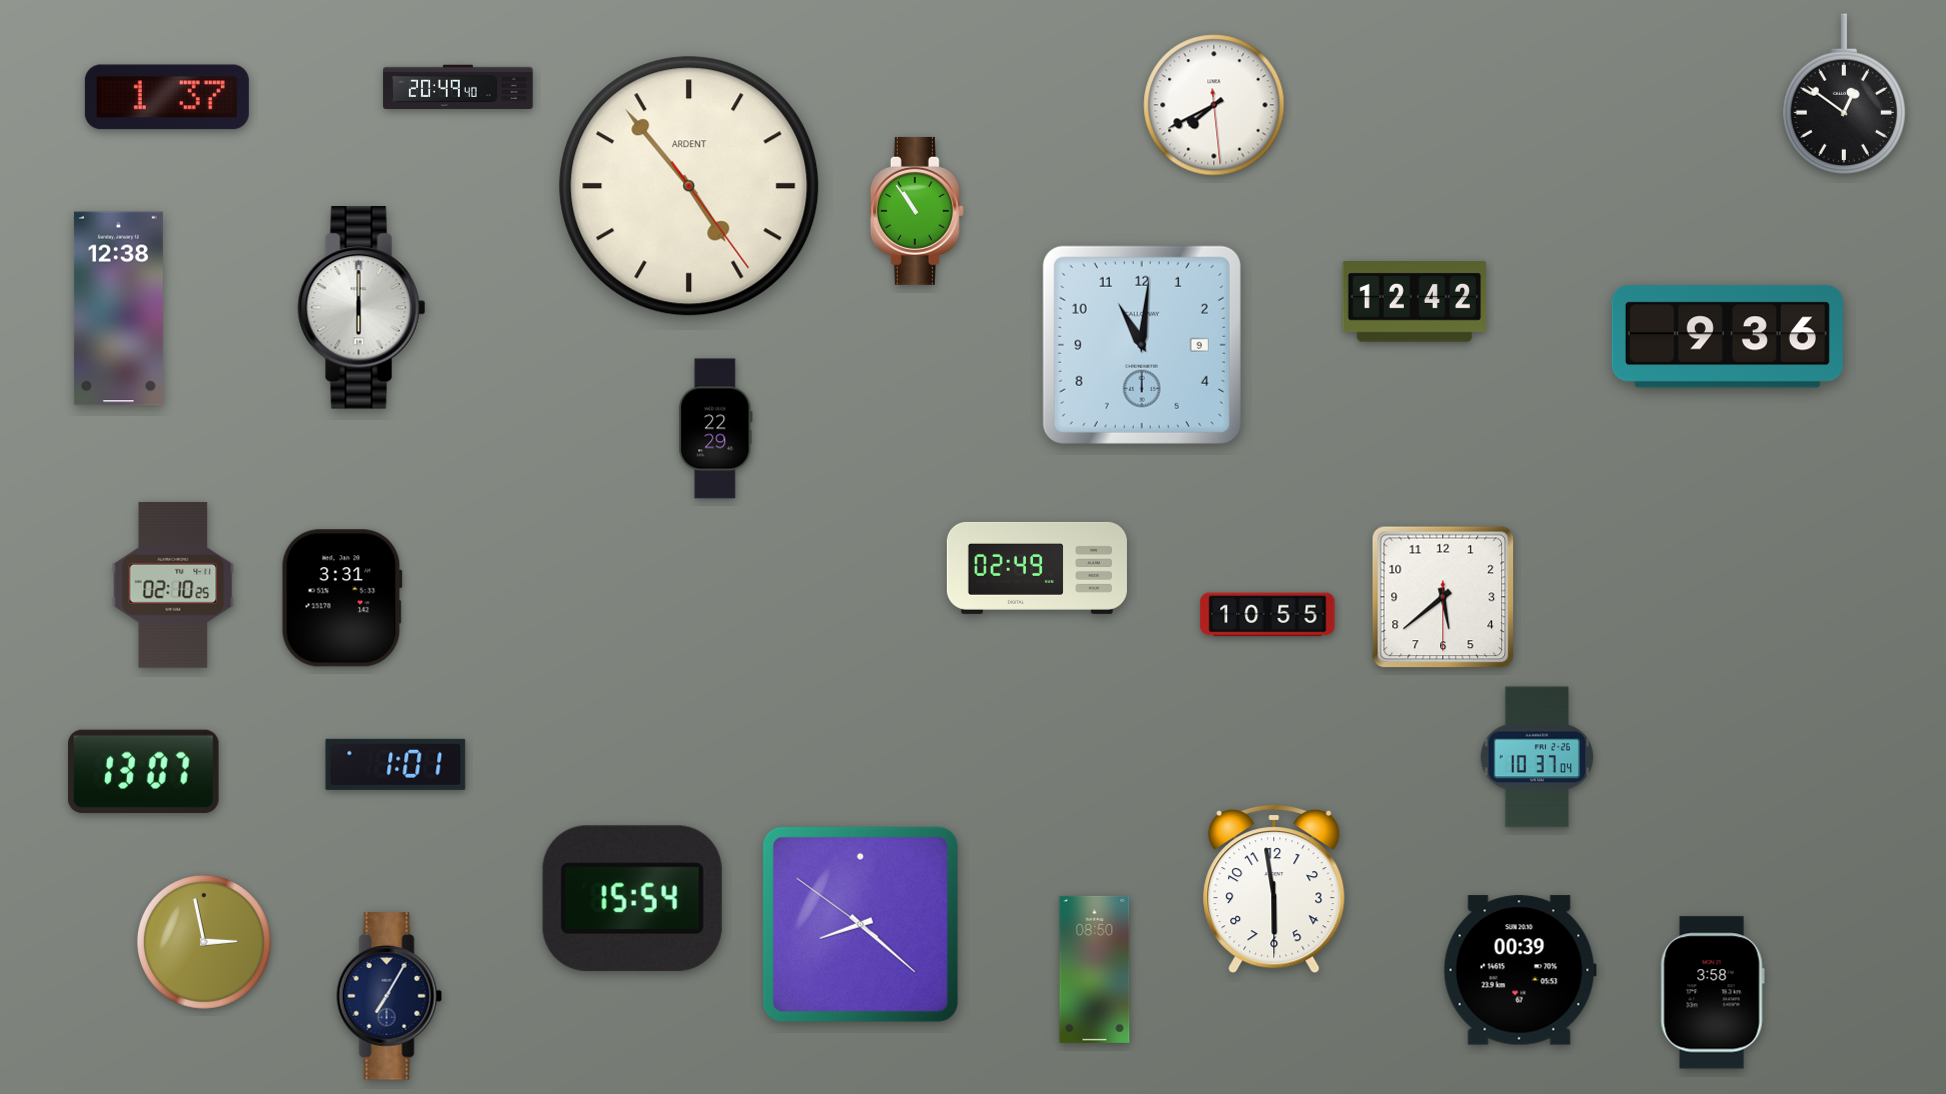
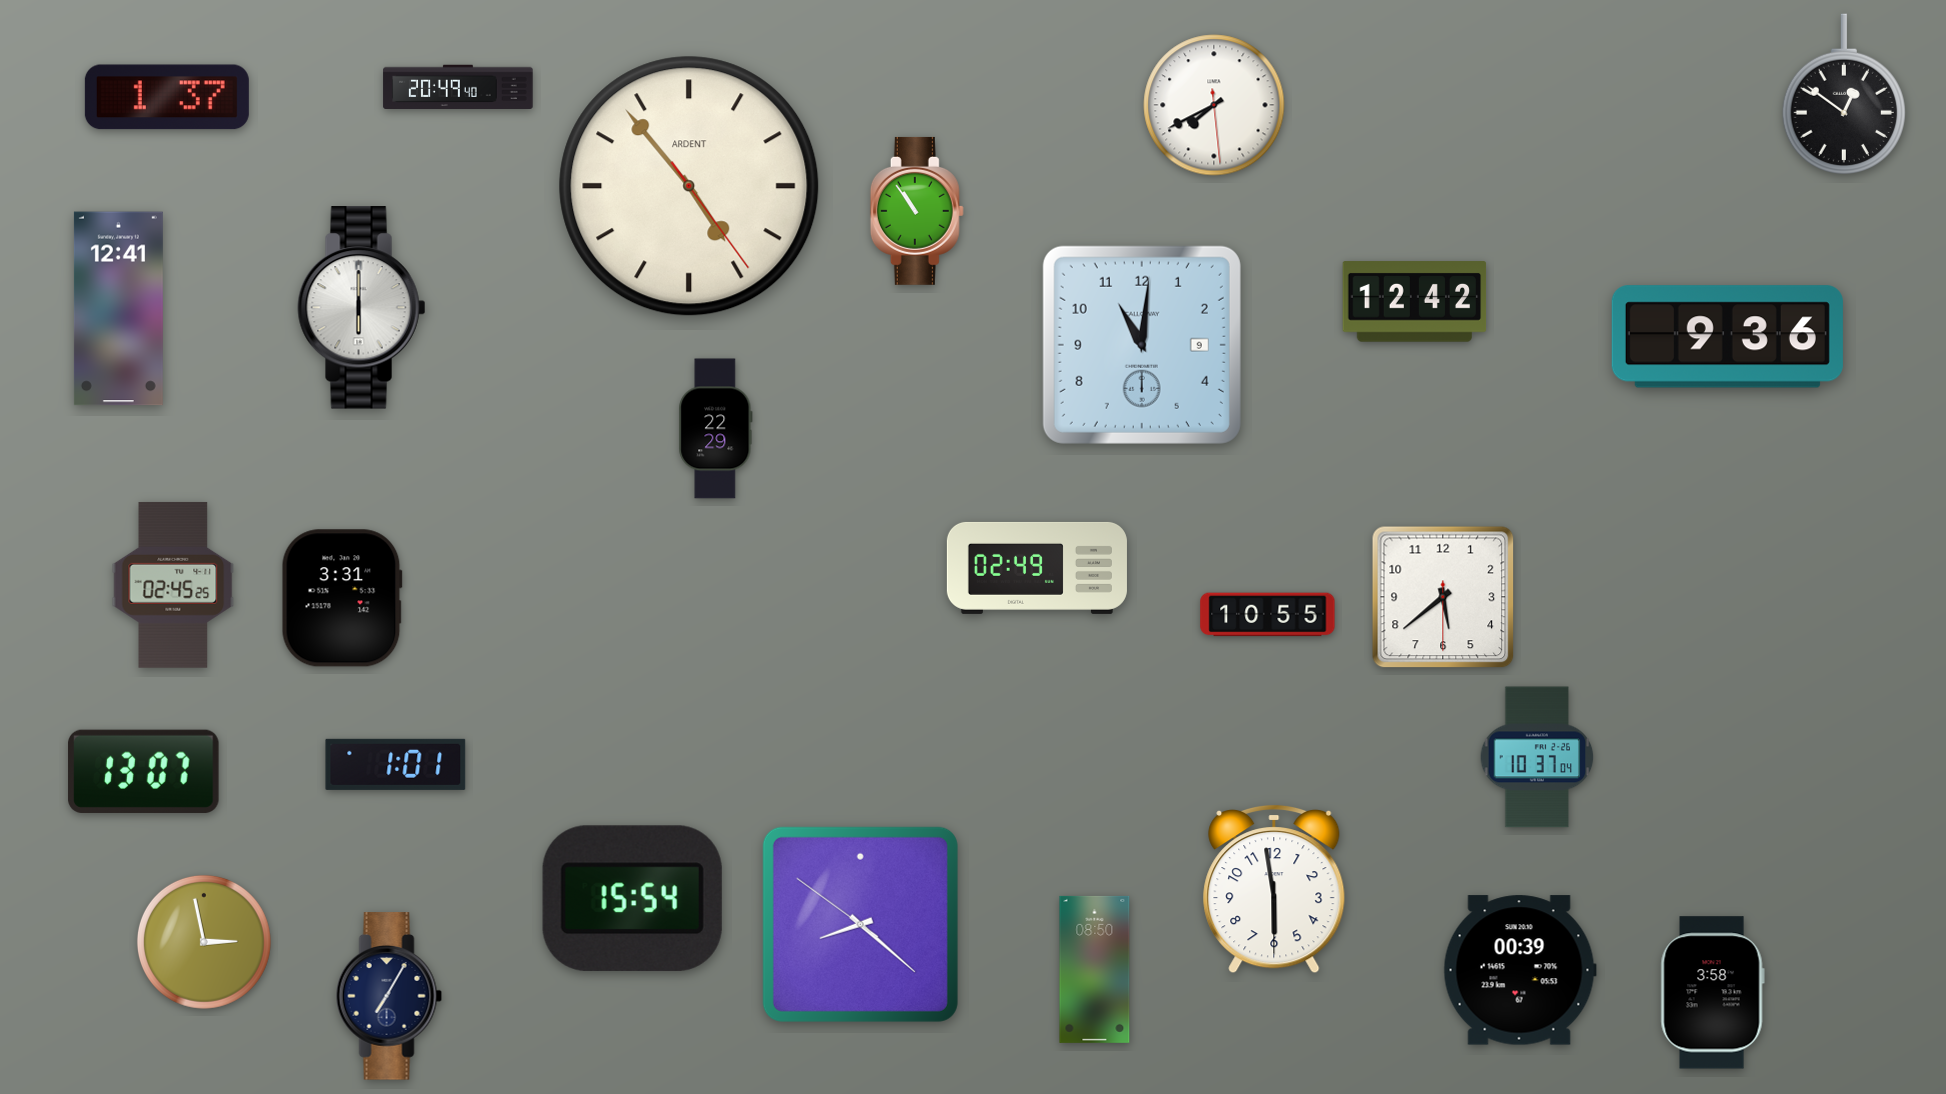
clock at (118, 309): 12:38 -> 12:41
clock at (173, 585): 02:10 -> 02:45
